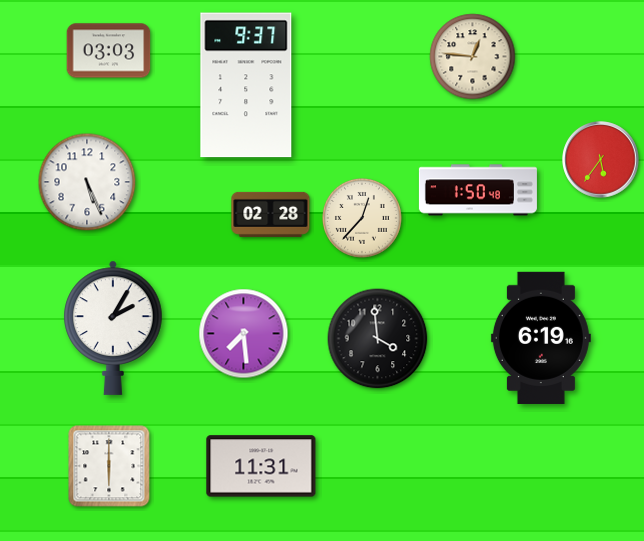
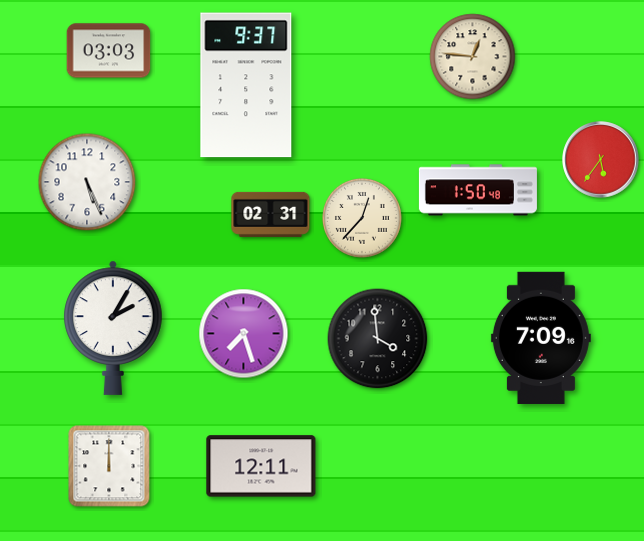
clock at (271, 214): 02:28 -> 02:31
clock at (244, 334): 7:29 -> 7:27
clock at (541, 338): 6:19 -> 7:09
clock at (109, 466): 6:00 -> 12:00
clock at (261, 466): 11:31 -> 12:11
